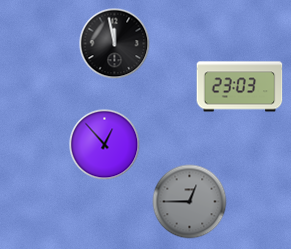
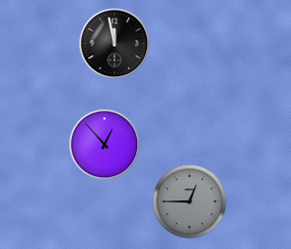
clock at (240, 87): 23:03 -> none
